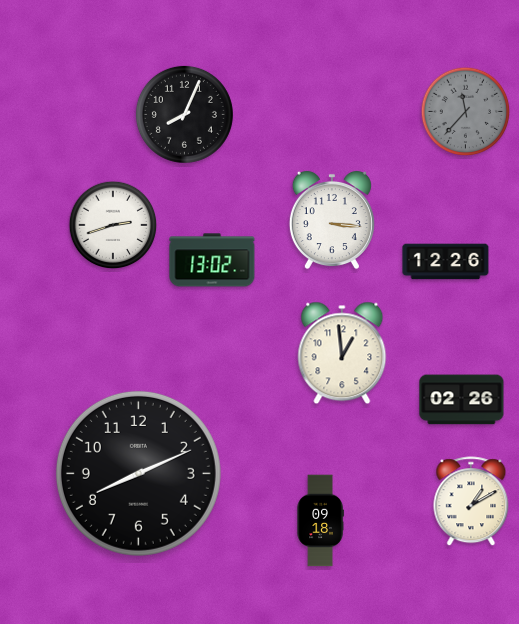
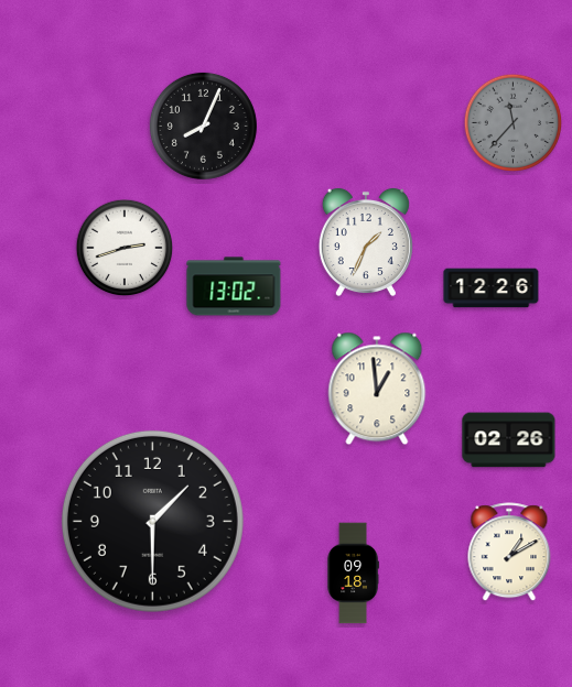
clock at (332, 220): 3:16 -> 1:34
clock at (138, 473): 8:11 -> 1:30
clock at (471, 502) position: (471, 502) -> (509, 553)
